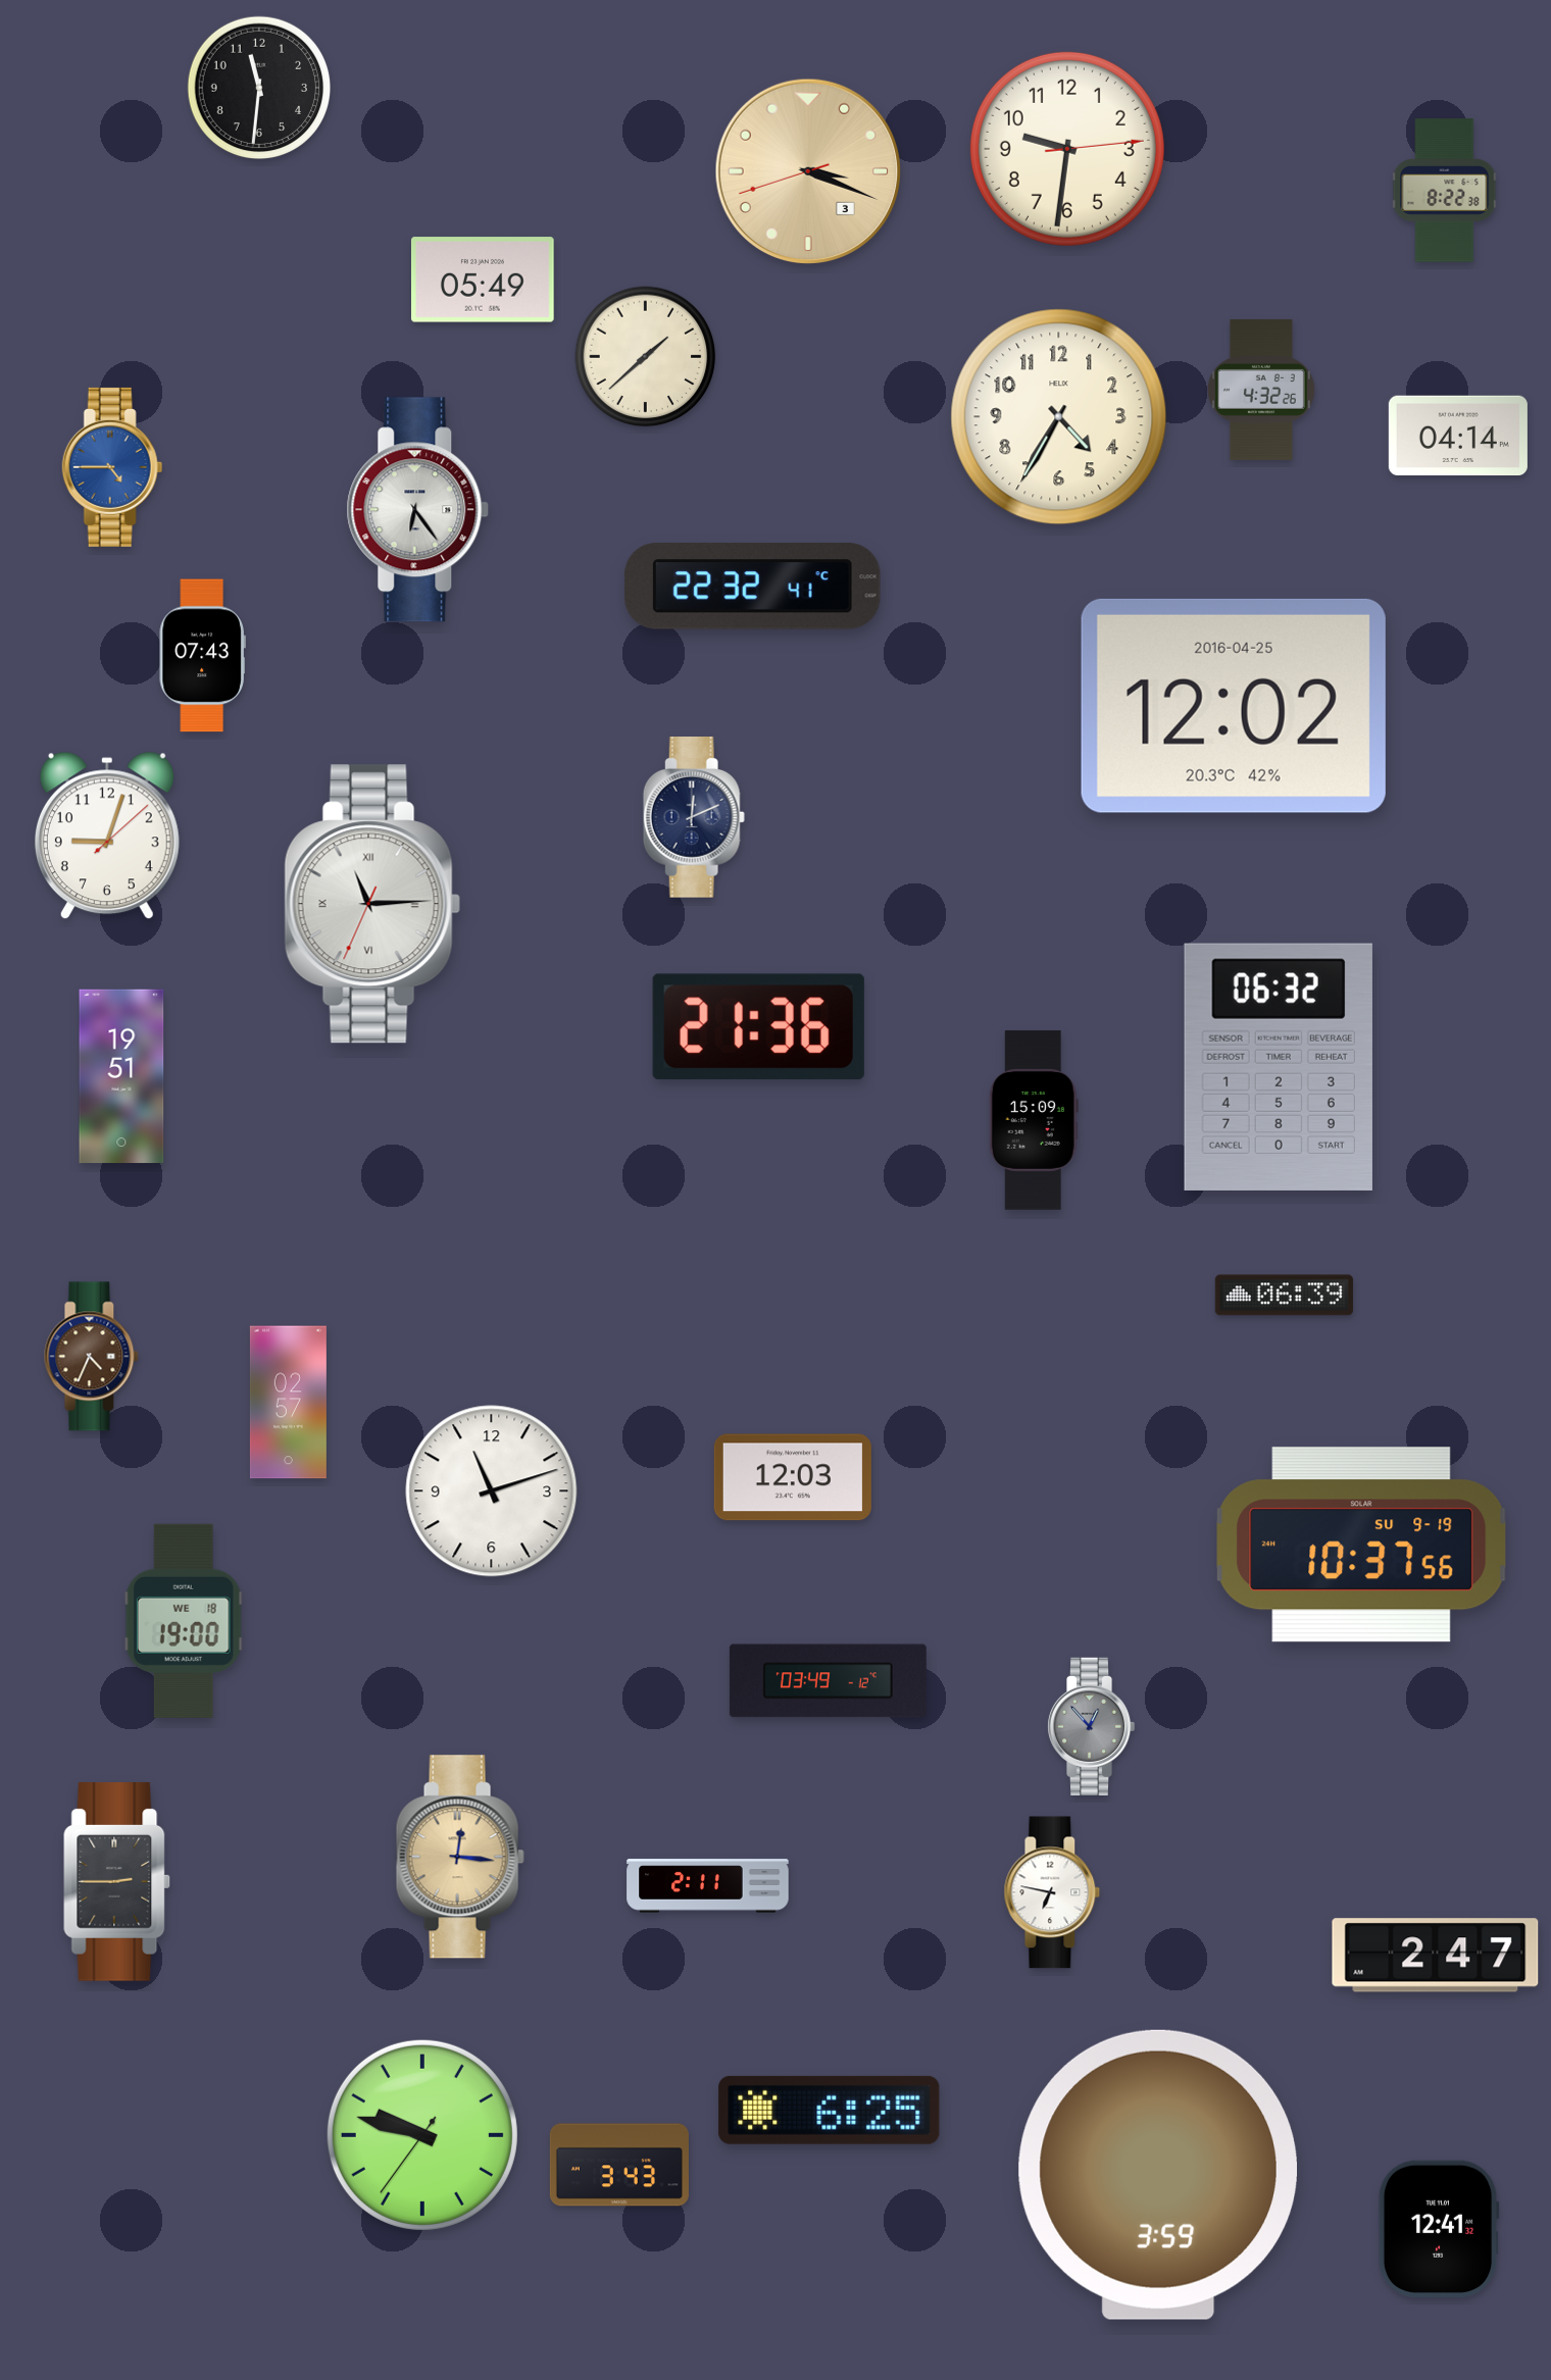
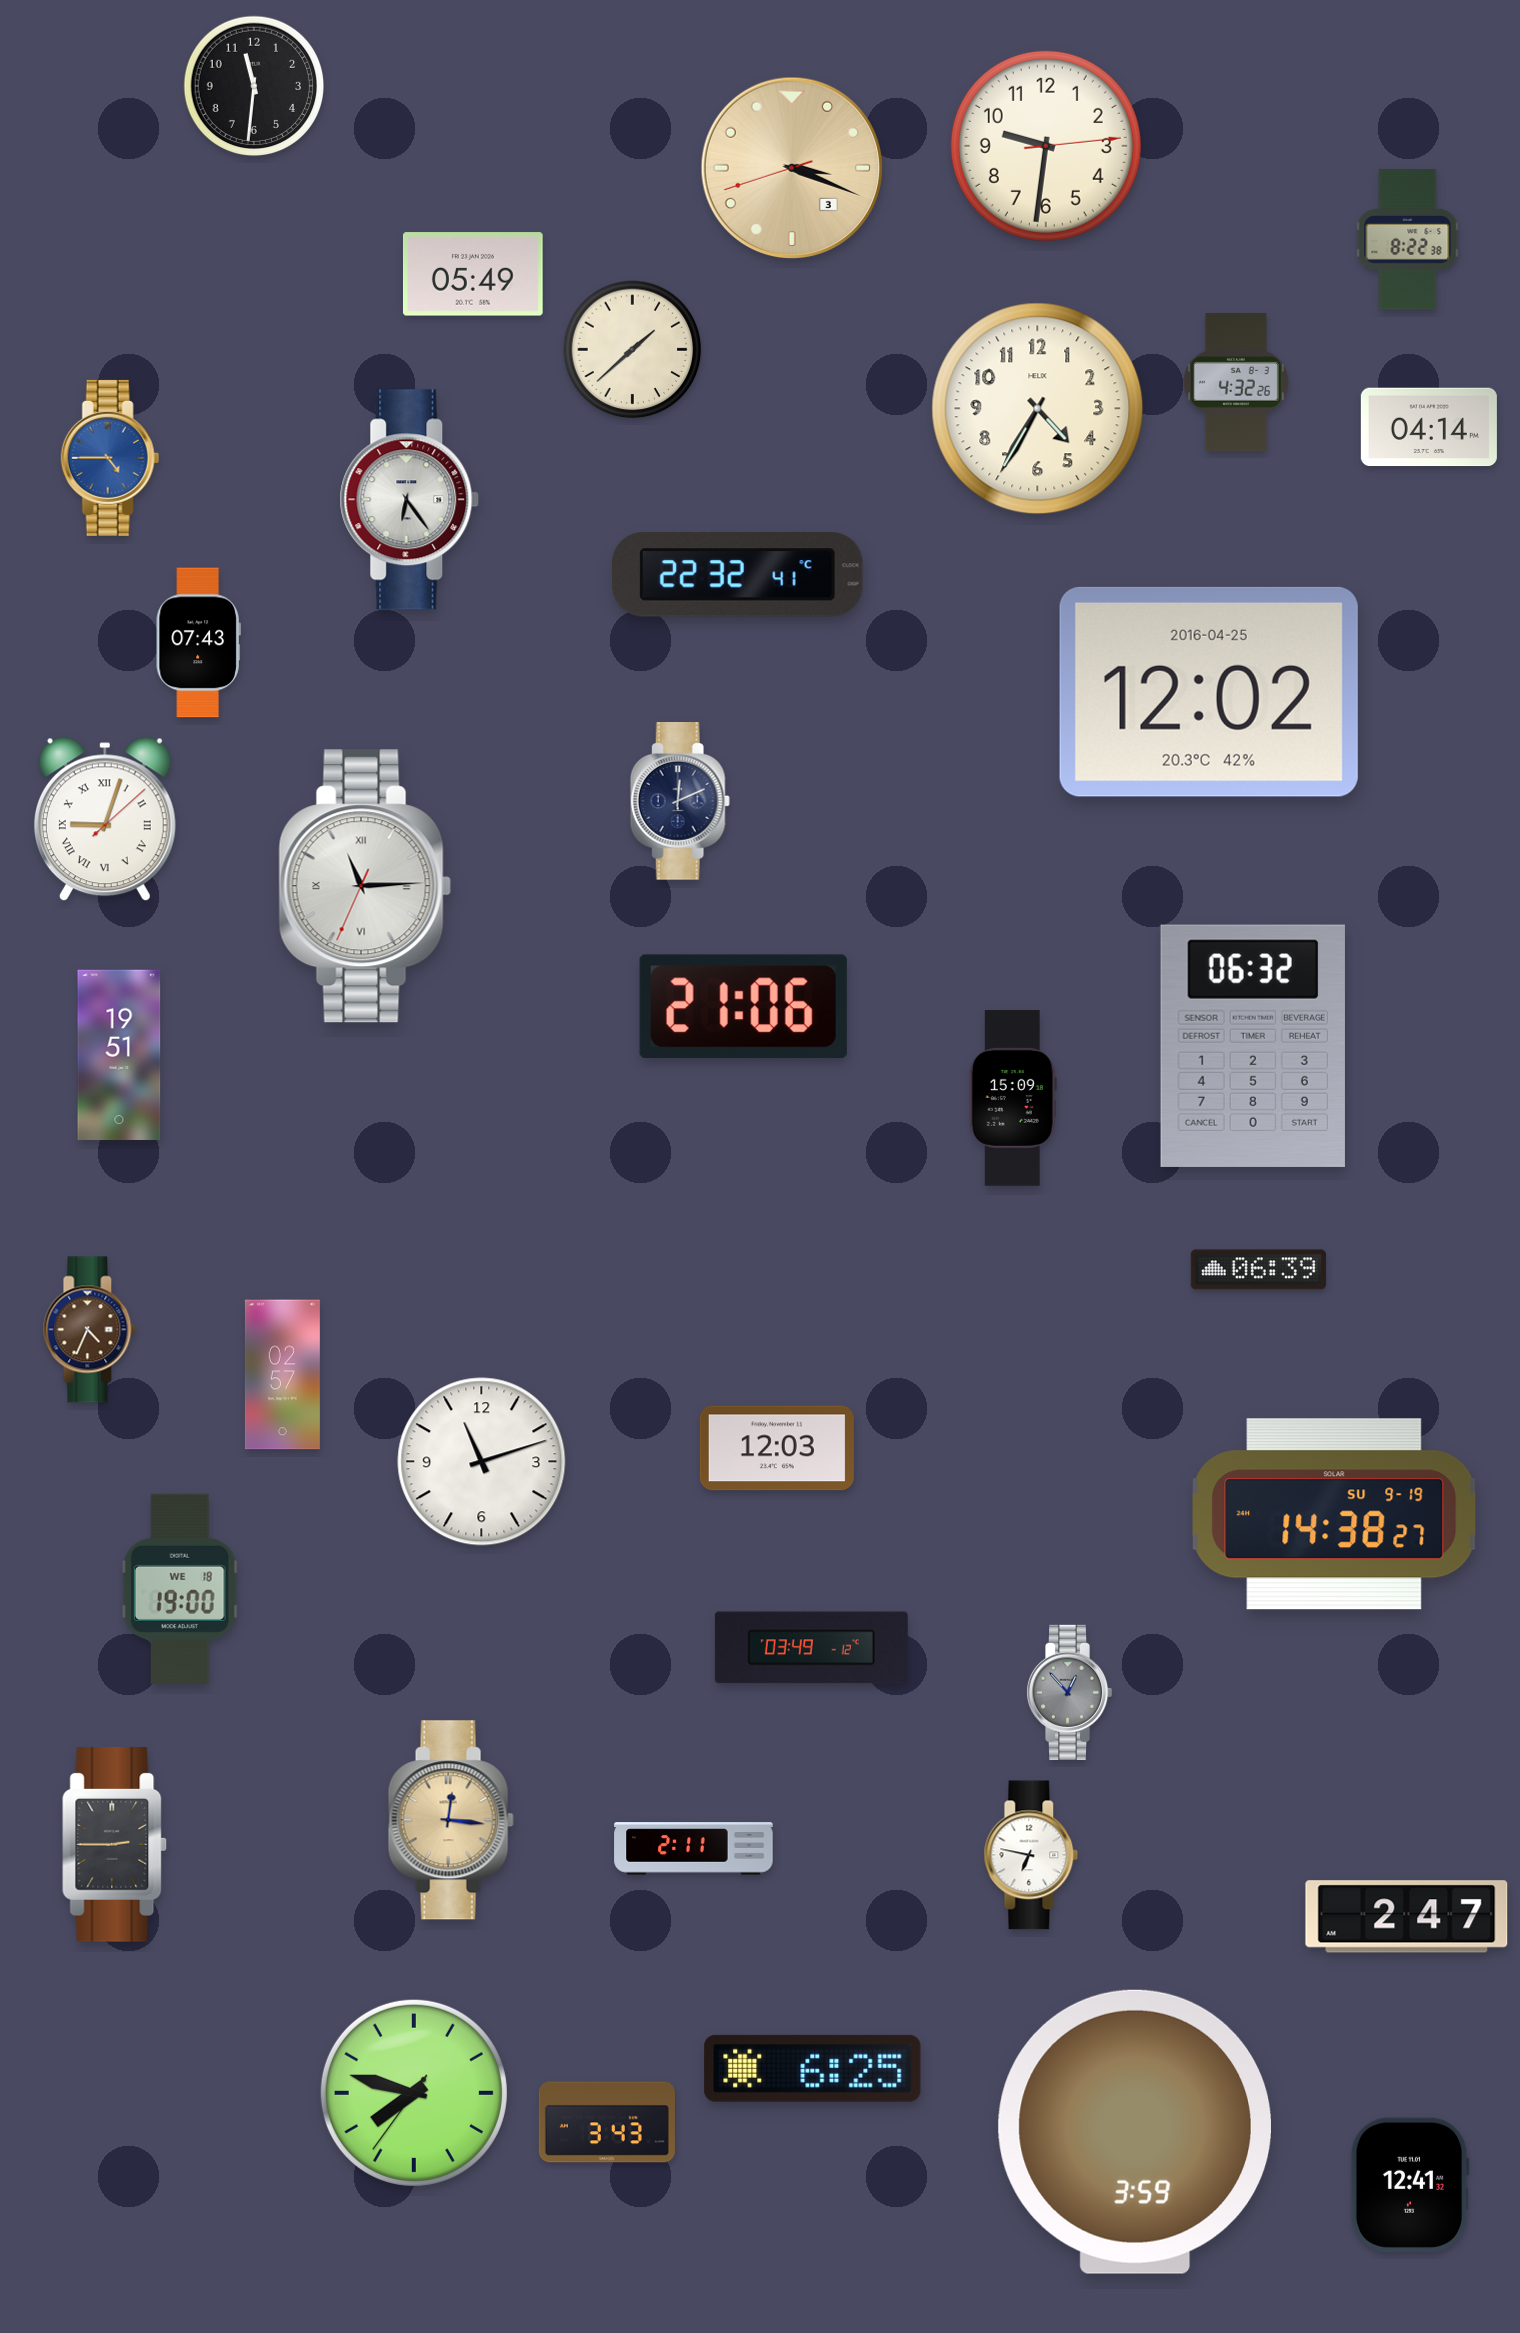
clock at (1445, 191) position: (1445, 191) -> (1408, 240)
clock at (107, 835) numerals: Arabic -> Roman
clock at (758, 1026): 21:36 -> 21:06
clock at (1361, 1545): 10:37 -> 14:38
clock at (422, 2135): 9:47 -> 7:47
